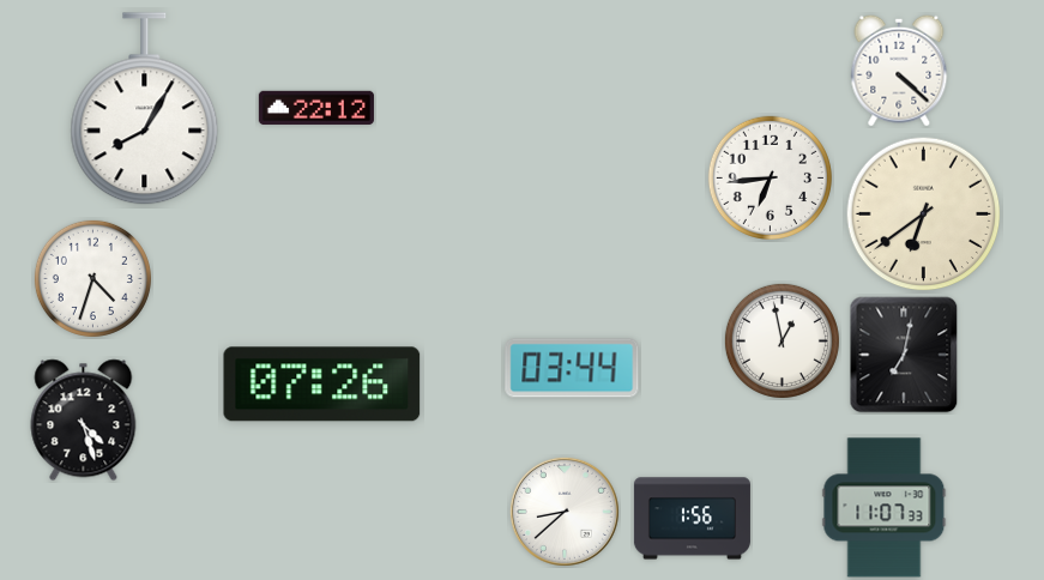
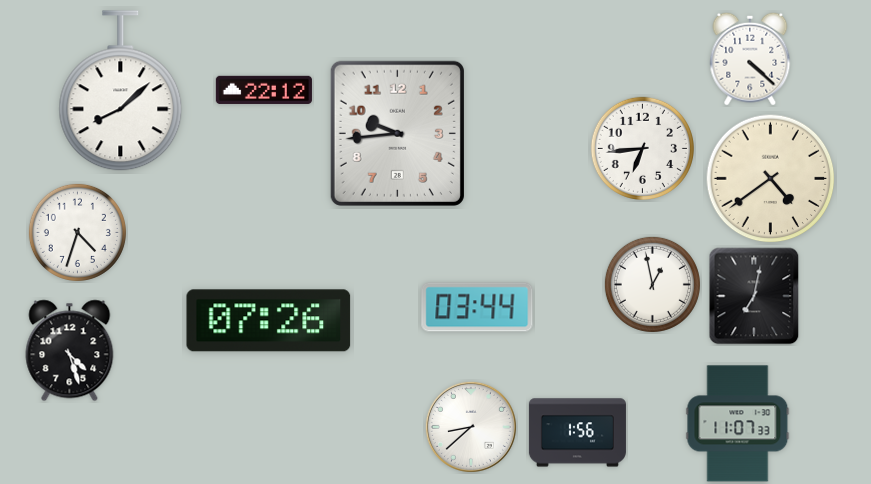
clock at (145, 109): 8:05 -> 8:08
clock at (397, 133): none -> 9:44
clock at (924, 215): 6:39 -> 4:39
